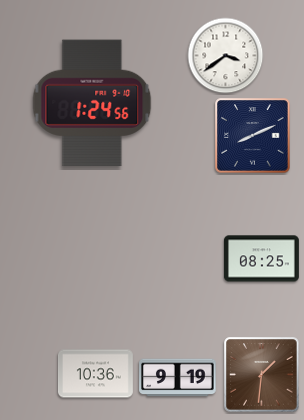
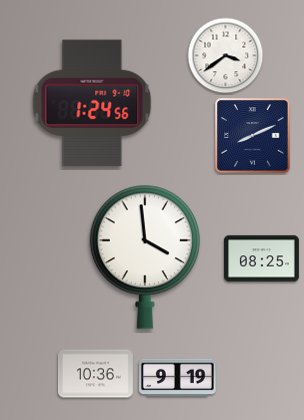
clock at (145, 257): none -> 3:59
clock at (262, 375): 1:31 -> none
